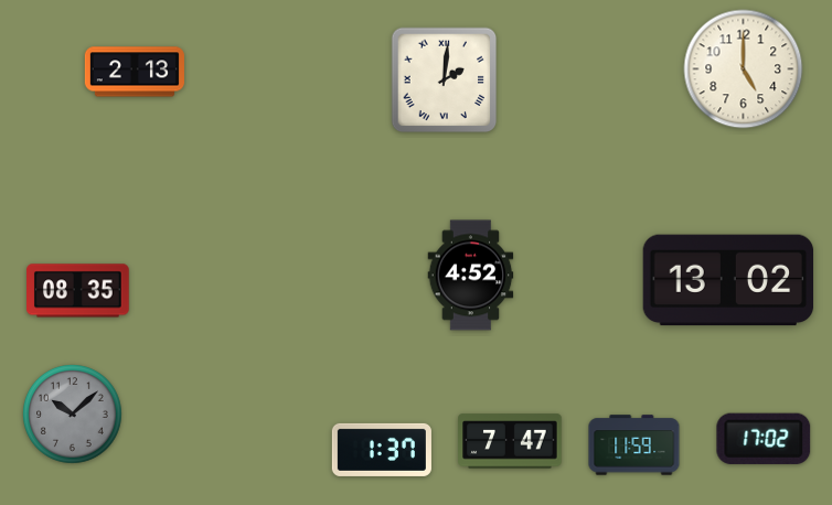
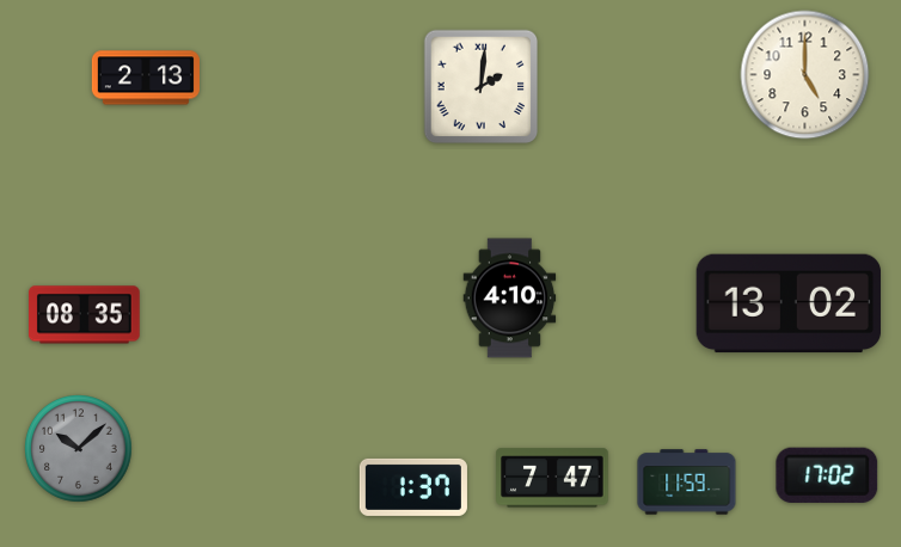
clock at (471, 276): 4:52 -> 4:10
